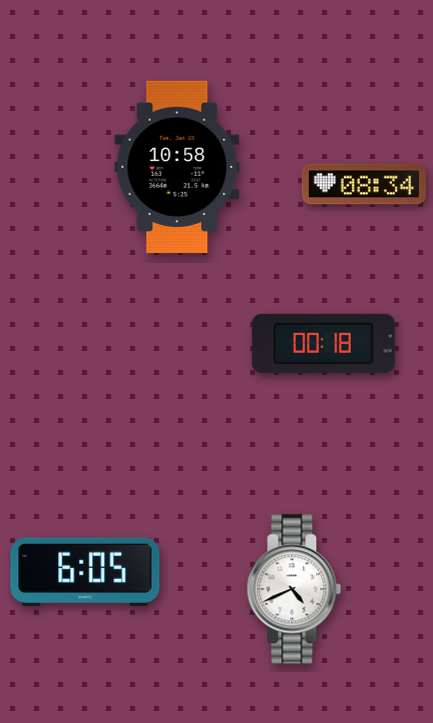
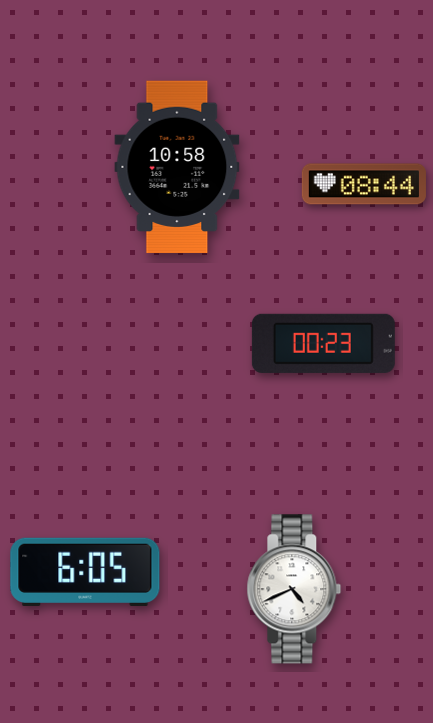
clock at (364, 184): 08:34 -> 08:44
clock at (323, 343): 00:18 -> 00:23
